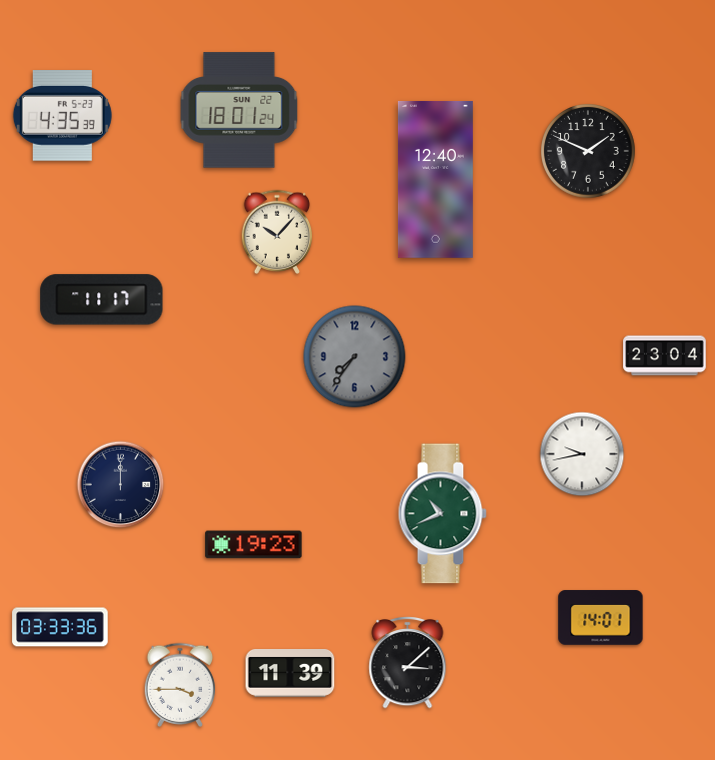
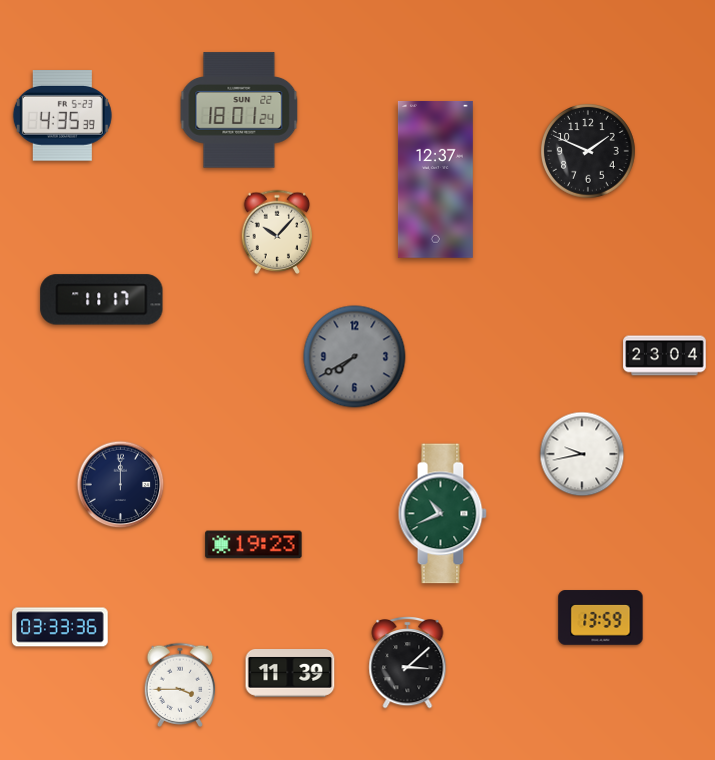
clock at (435, 179): 12:40 -> 12:37
clock at (355, 357): 7:36 -> 7:40
clock at (601, 618): 14:01 -> 13:59
